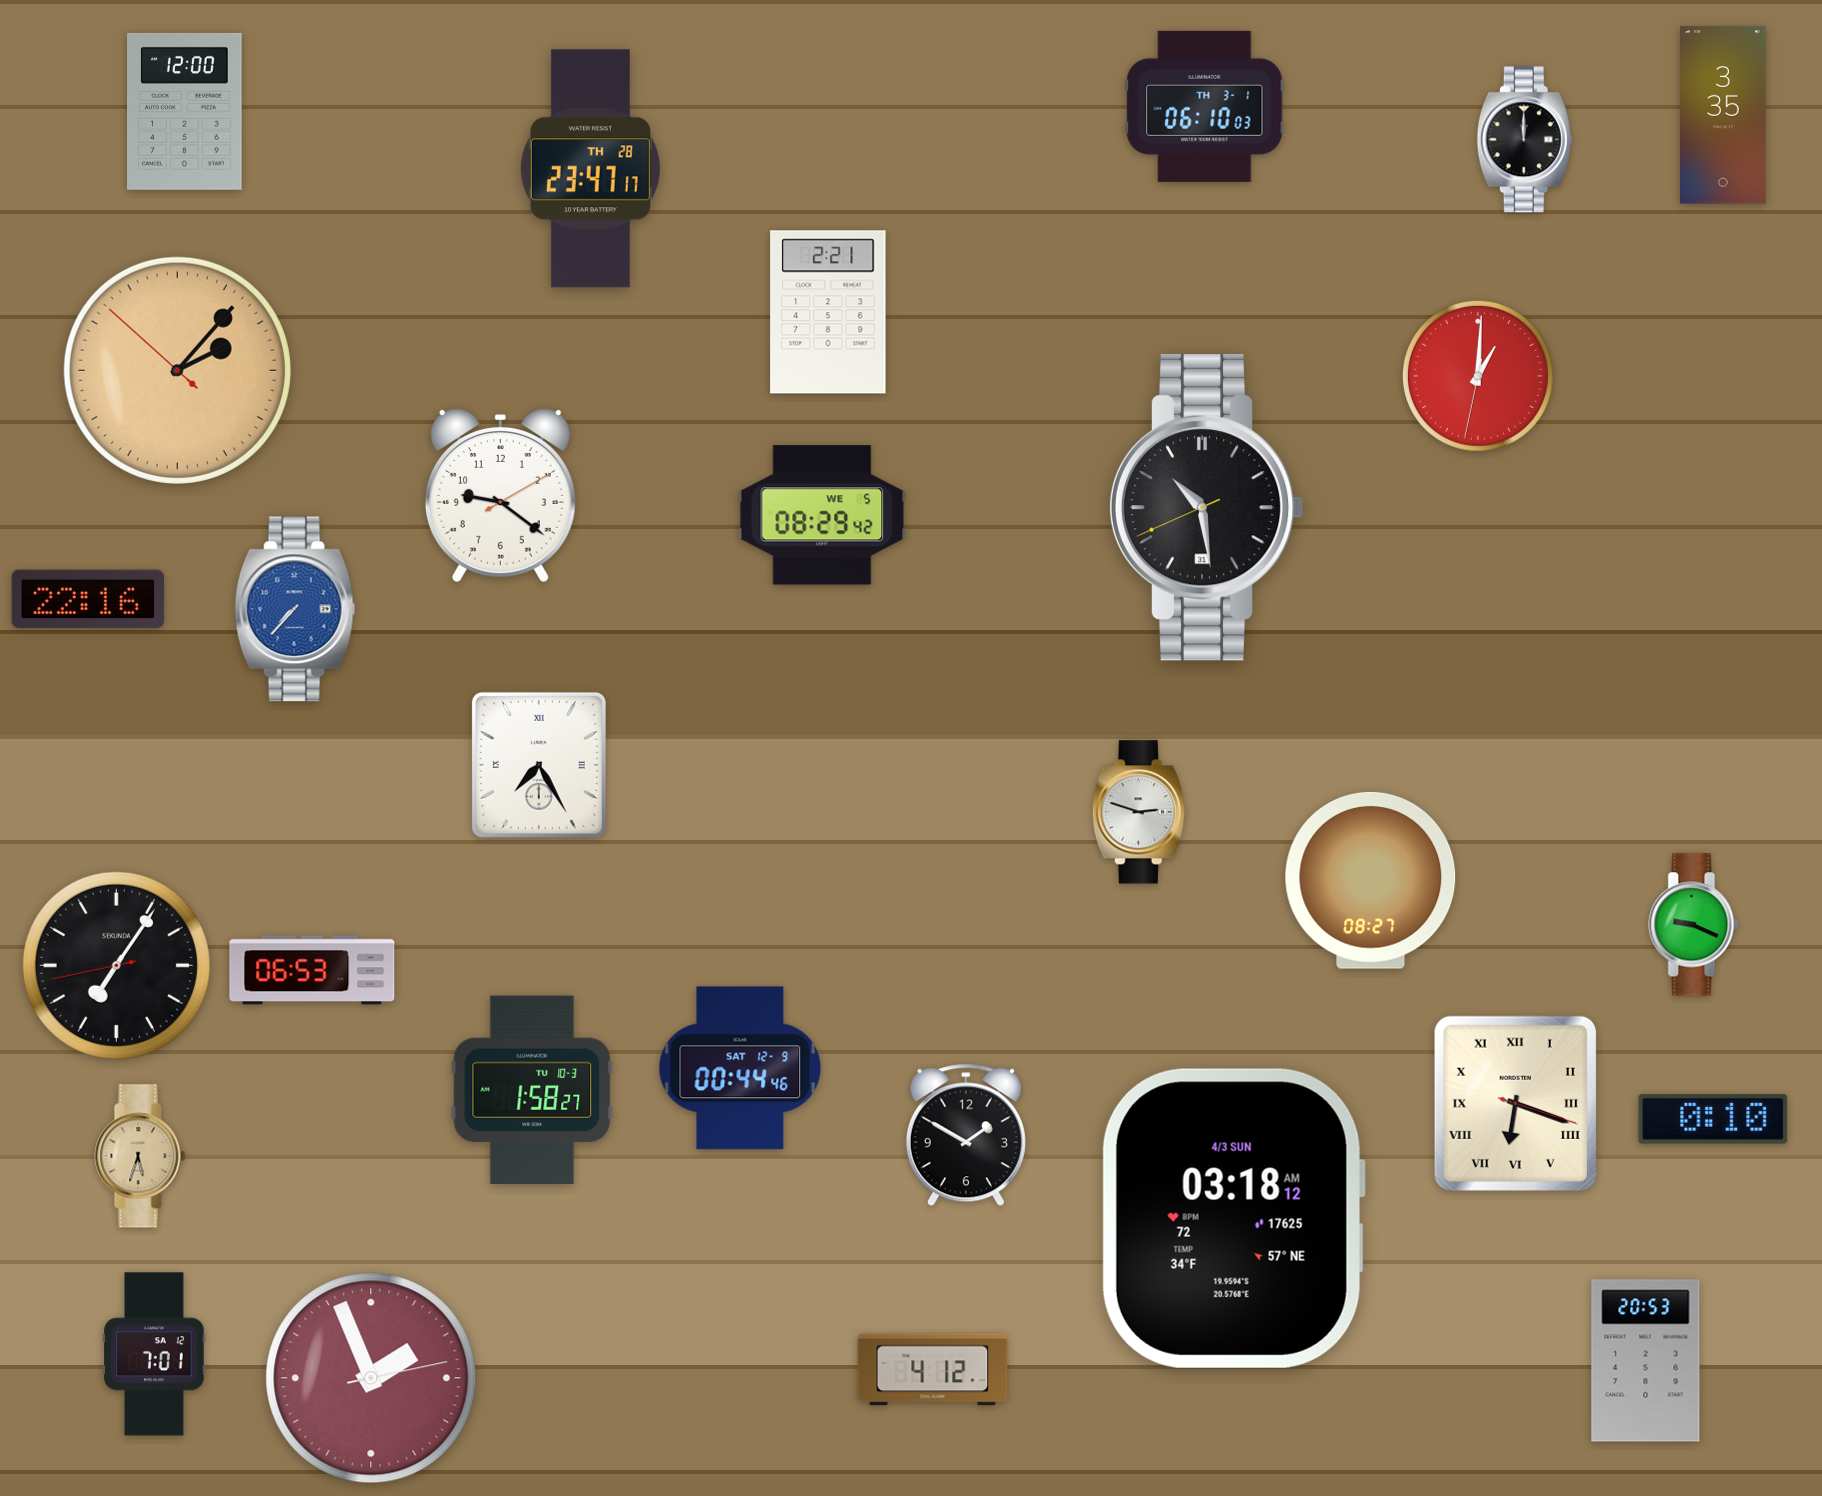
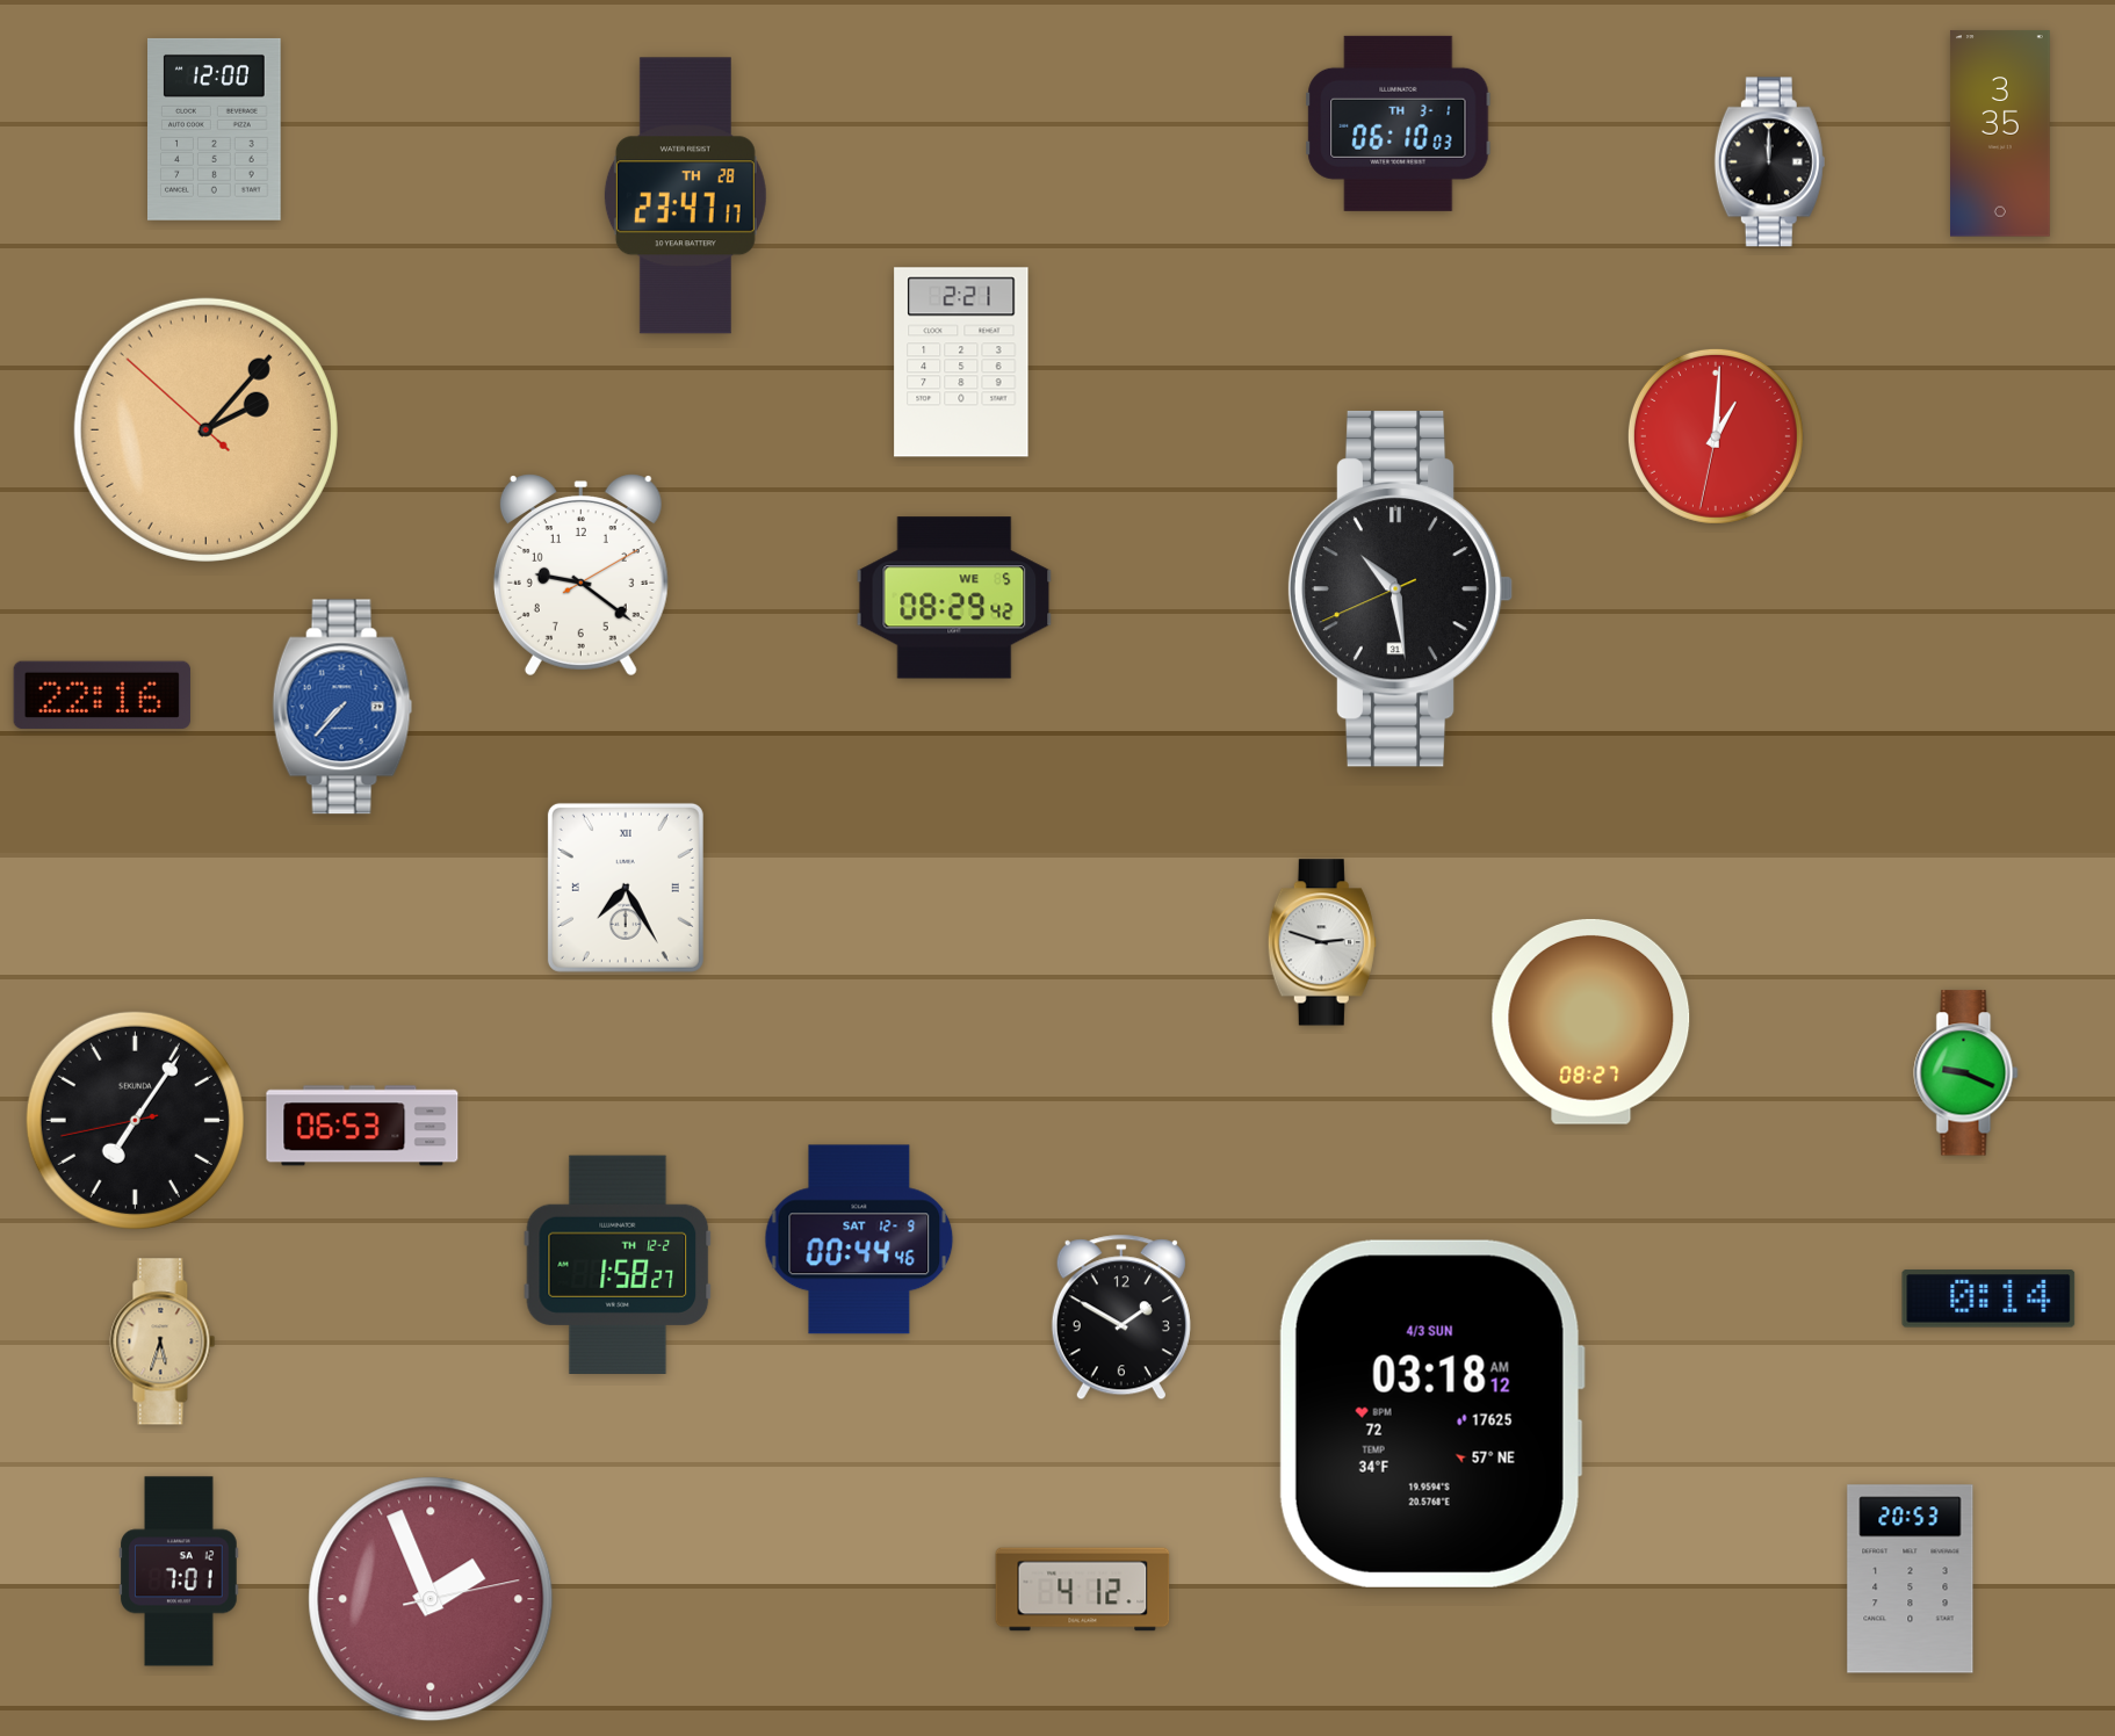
clock at (532, 1090) date: TU 10-3 -> TH 12-2
clock at (1515, 1103): 6:18 -> none
clock at (1713, 1119): 0:10 -> 0:14
